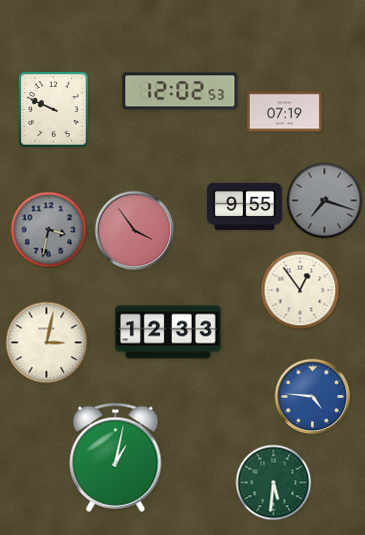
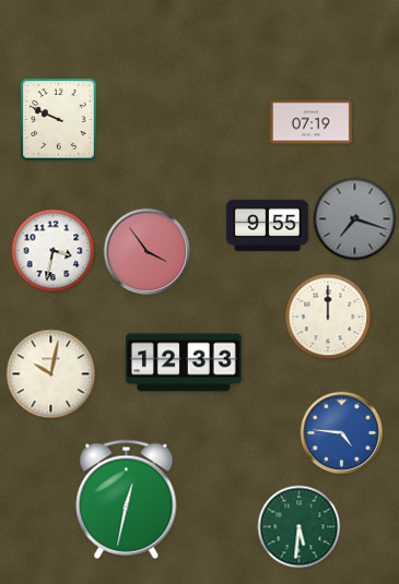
clock at (180, 91): 12:02 -> none
clock at (49, 230) dial: grey -> white
clock at (300, 290): 12:54 -> 12:00
clock at (47, 343): 3:02 -> 10:02
clock at (116, 457): 1:02 -> 12:32
